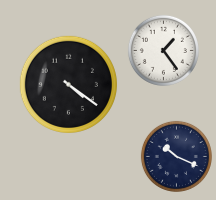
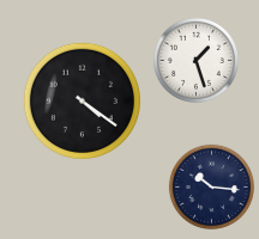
clock at (163, 50): 1:24 -> 1:27
clock at (176, 156): 10:19 -> 10:16
